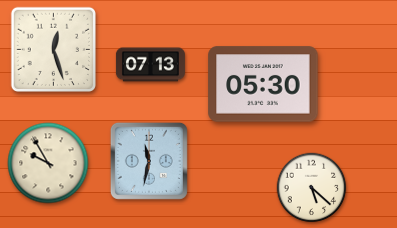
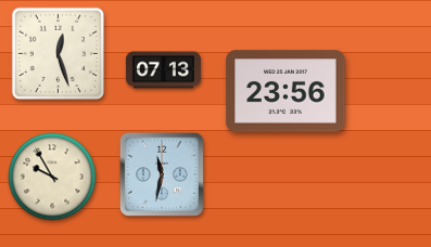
clock at (263, 84): 05:30 -> 23:56
clock at (312, 188): 5:22 -> none
